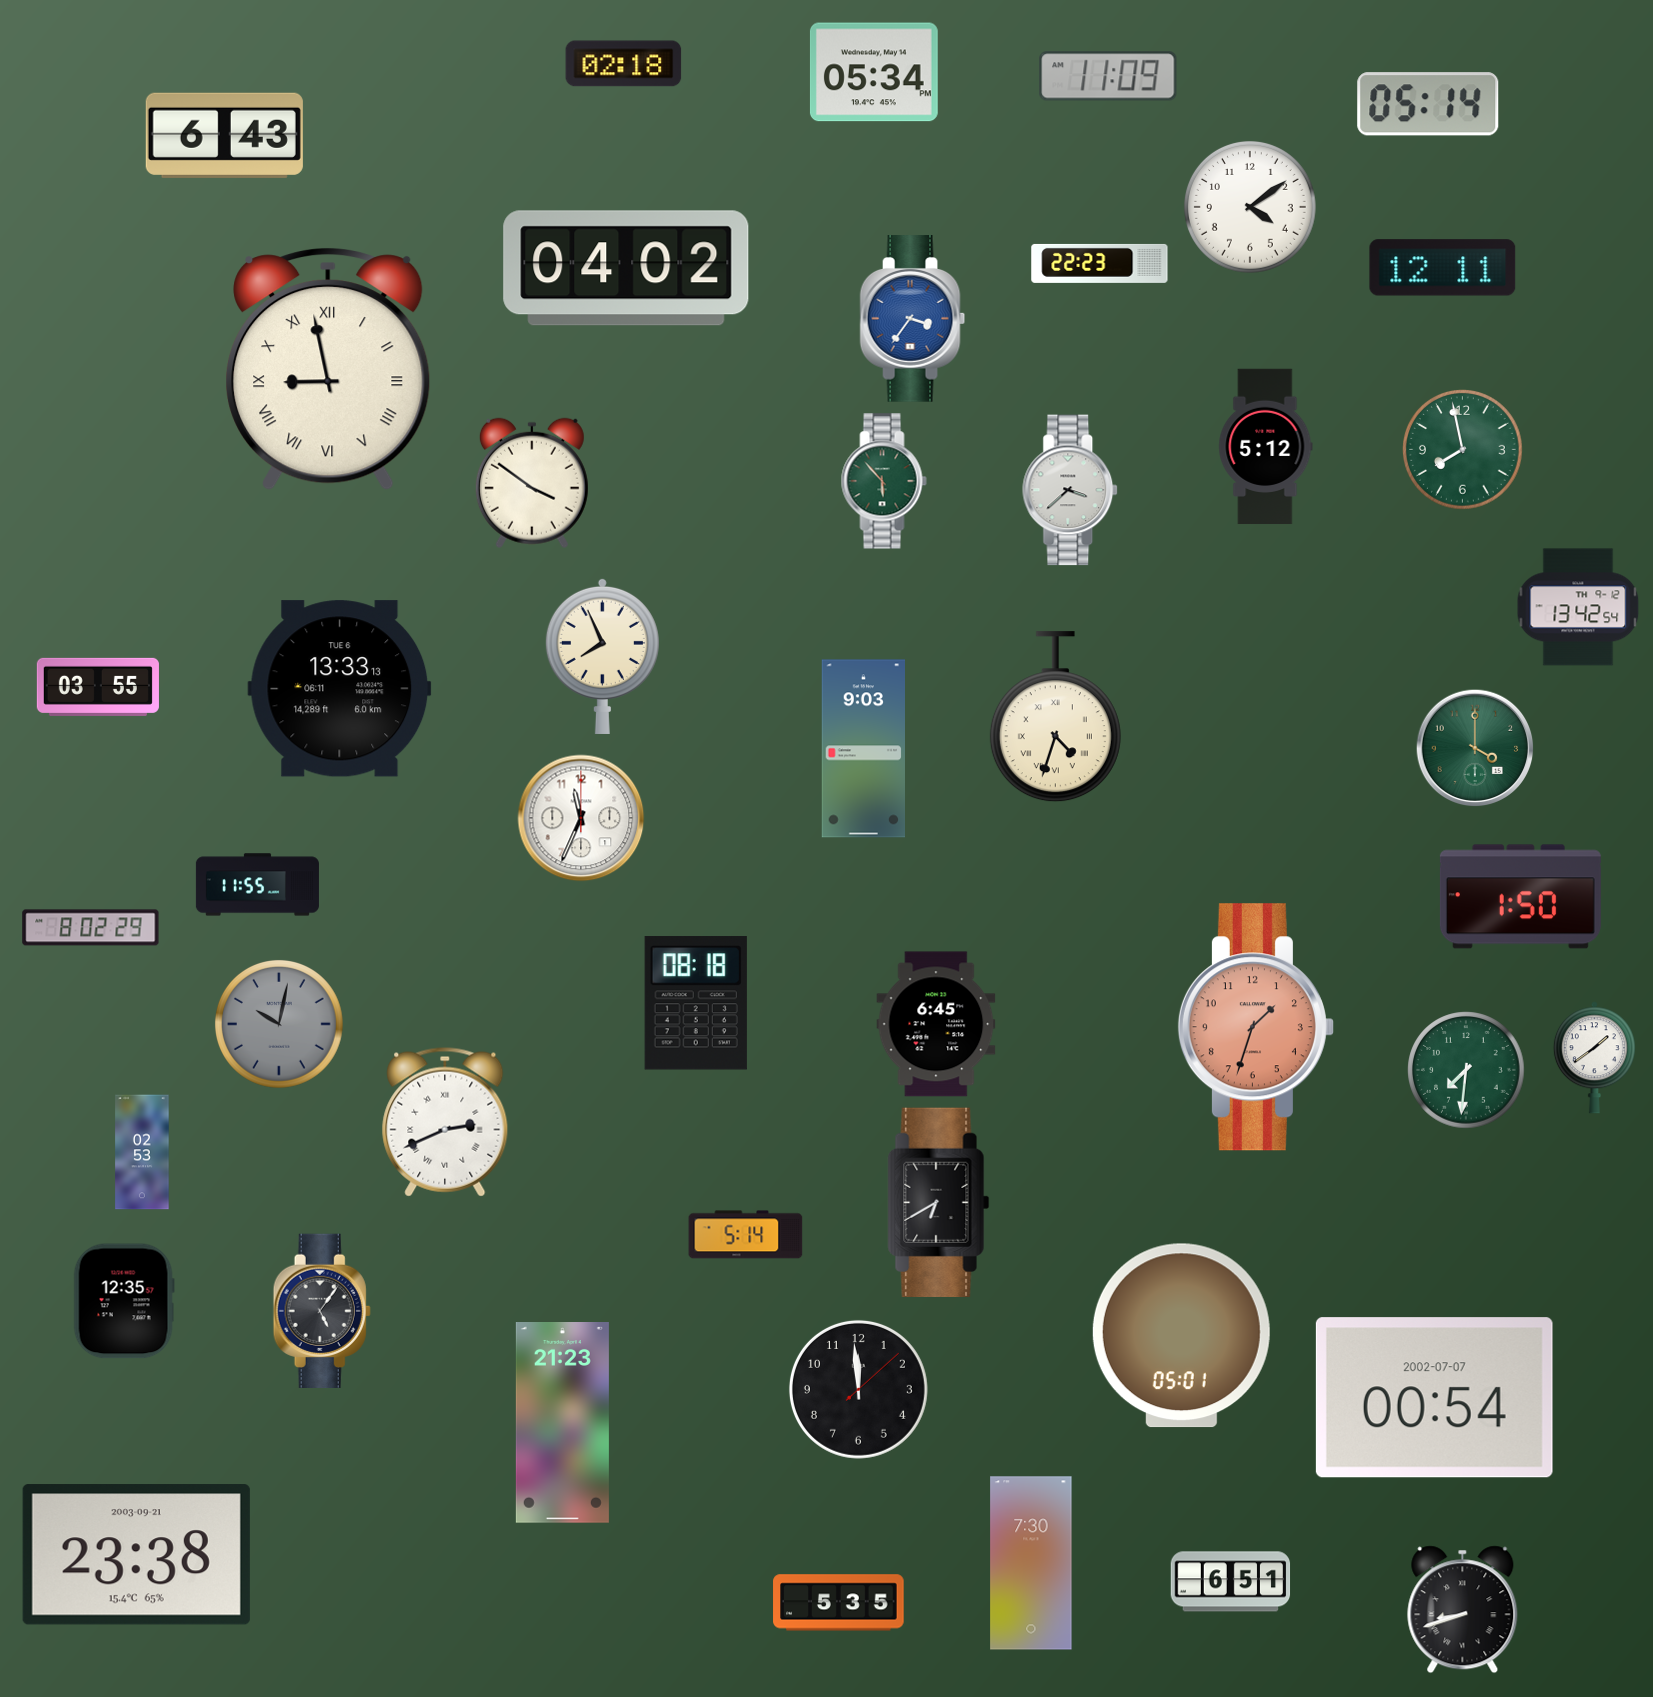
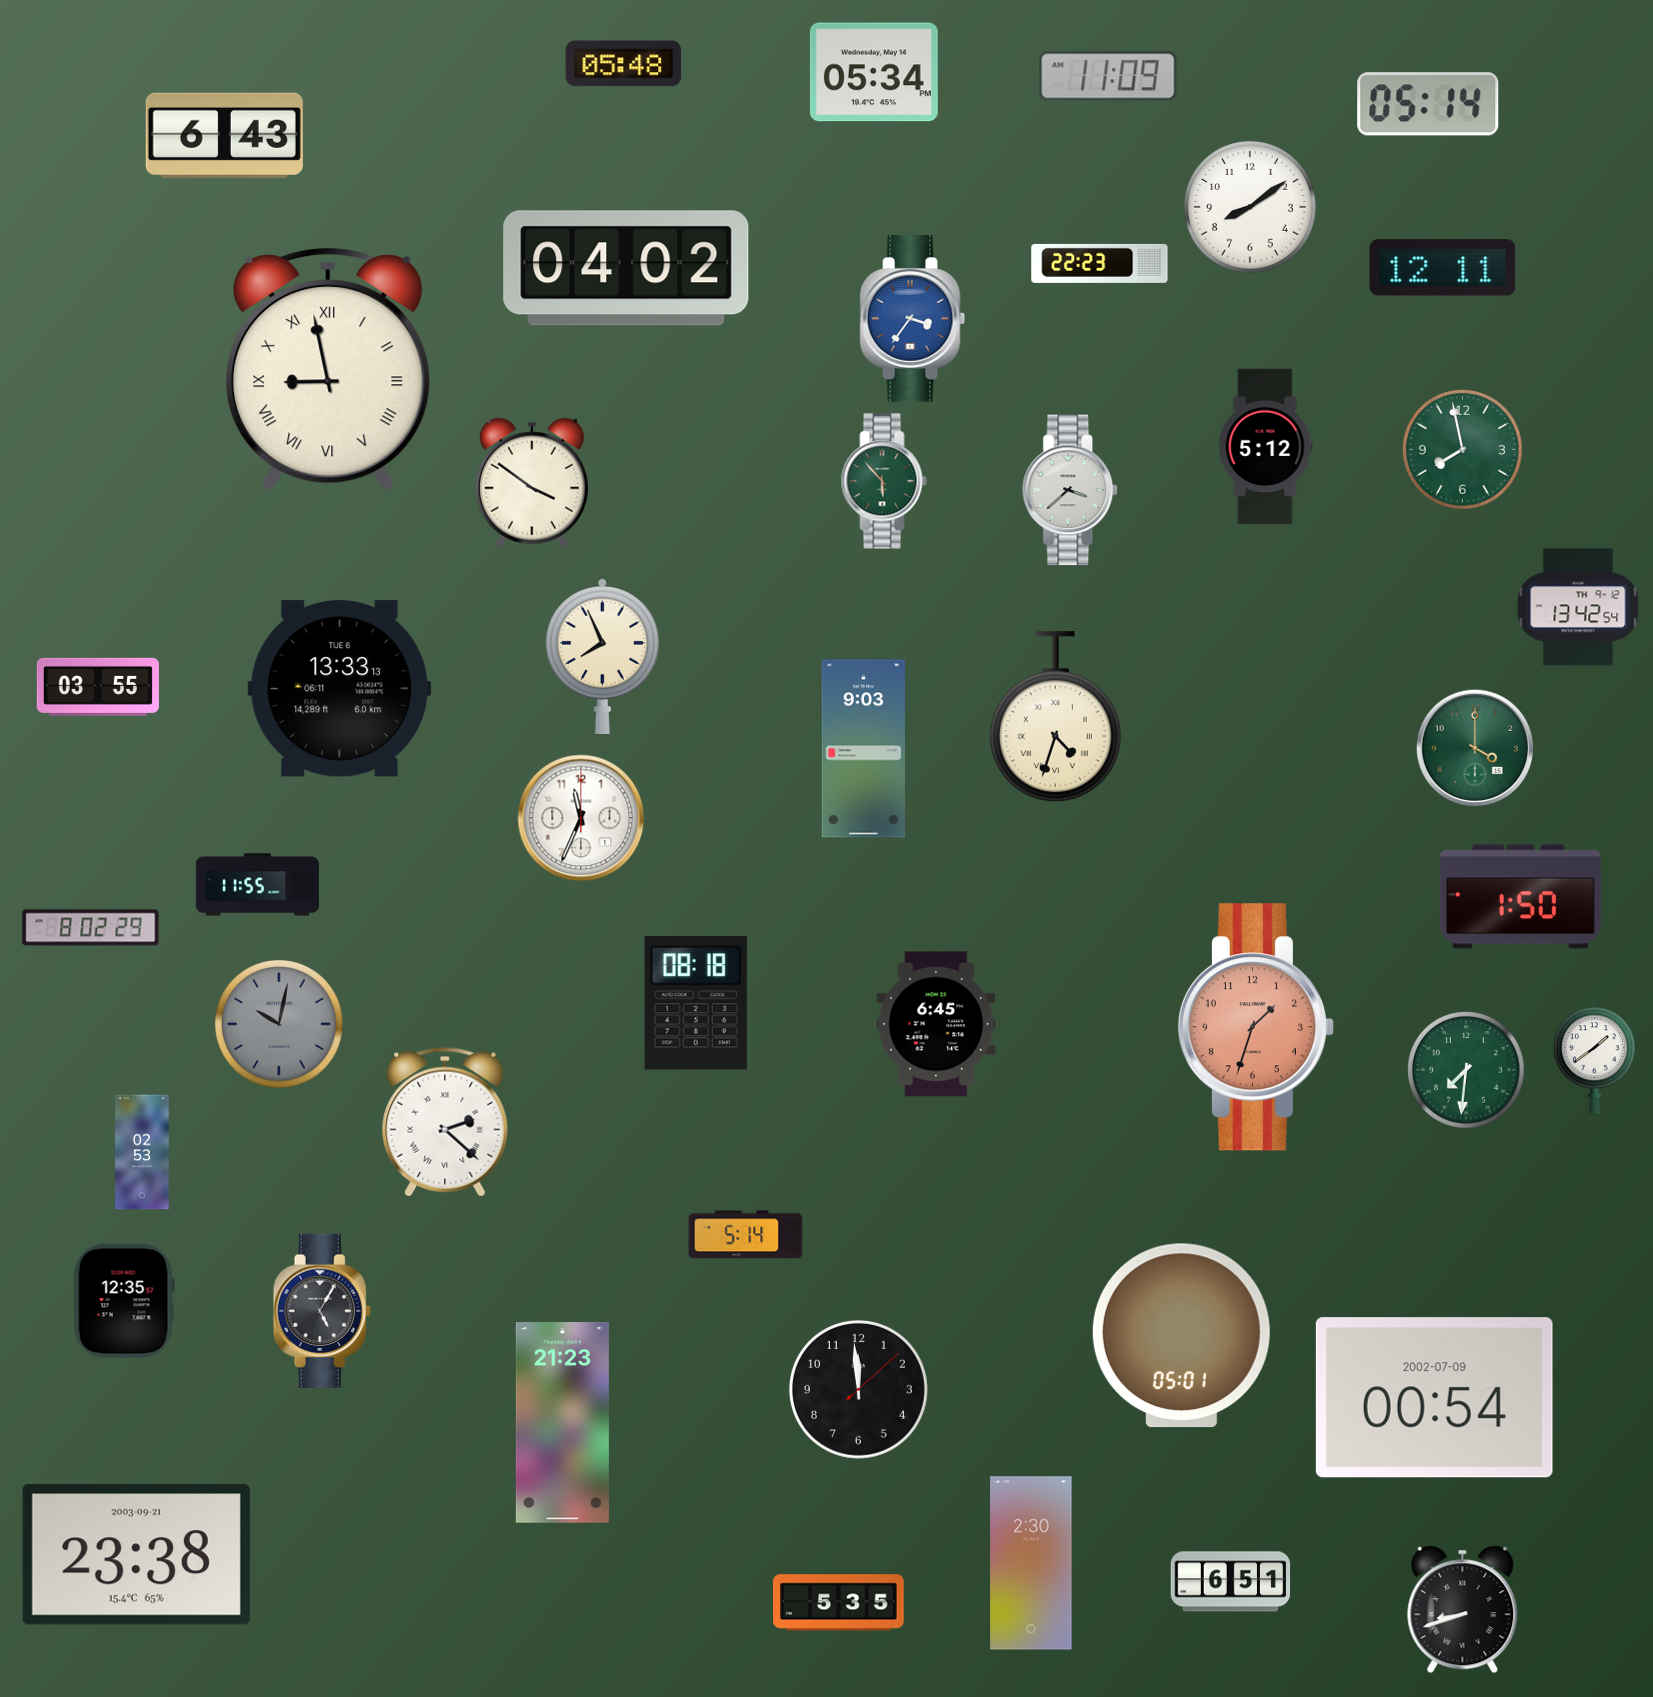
clock at (624, 64): 02:18 -> 05:48
clock at (1250, 207): 4:09 -> 8:09
clock at (445, 1122): 2:41 -> 2:22
clock at (939, 1202): 6:40 -> none
clock at (322, 1310): 5:06 -> 5:05
clock at (1434, 1398) date: 2002-07-07 -> 2002-07-09
clock at (1031, 1563): 7:30 -> 2:30
